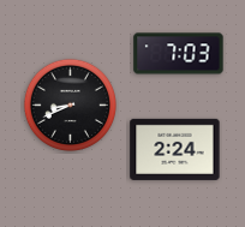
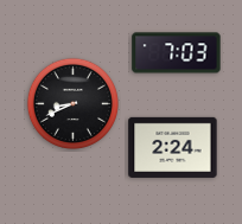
clock at (70, 104) position: (70, 104) -> (72, 103)
